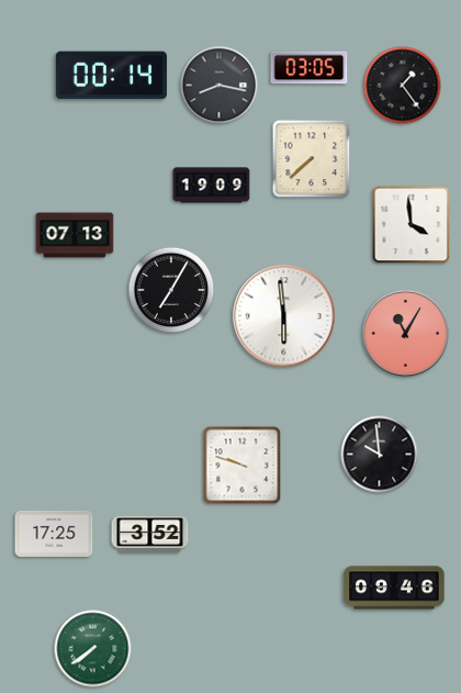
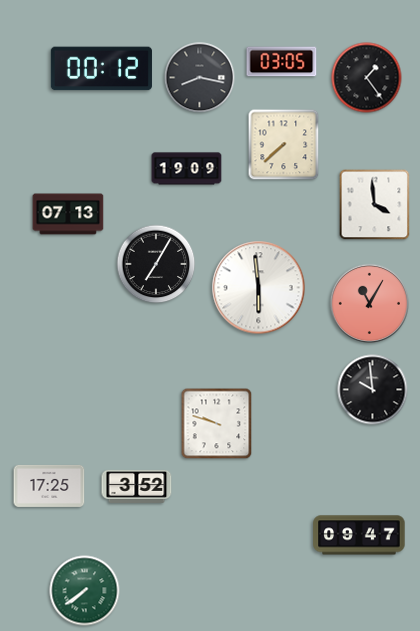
clock at (111, 76): 00:14 -> 00:12
clock at (212, 186) position: (212, 186) -> (187, 169)
clock at (380, 455) position: (380, 455) -> (373, 390)
clock at (243, 466) position: (243, 466) -> (217, 424)
clock at (394, 588): 09:46 -> 09:47
